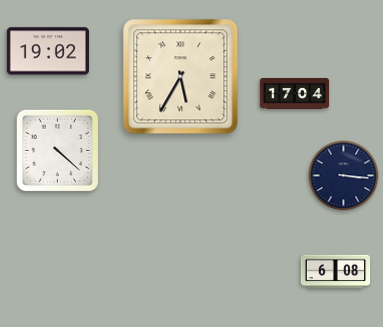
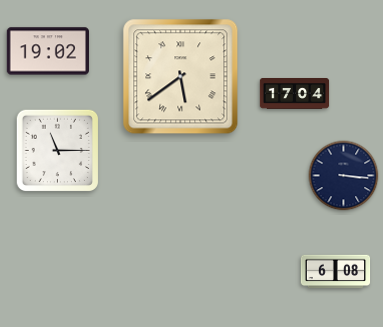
clock at (181, 77): 5:35 -> 5:39
clock at (57, 150): 4:22 -> 11:15
